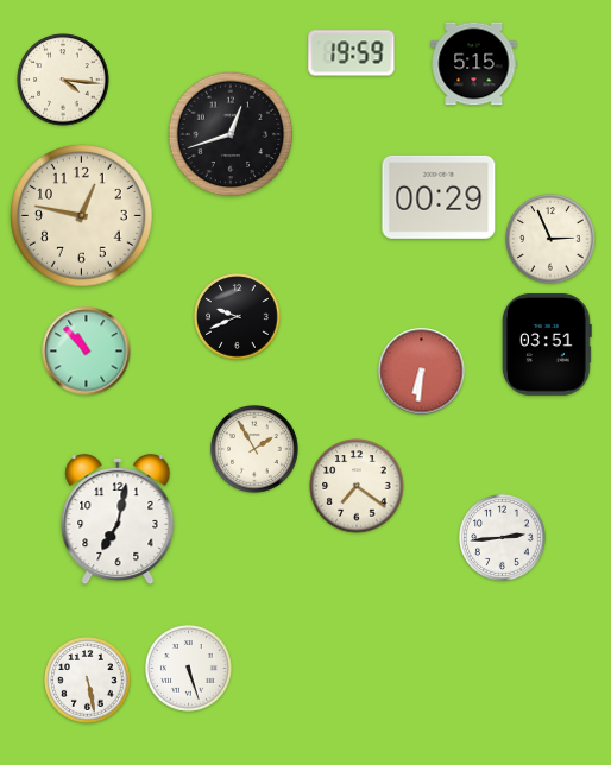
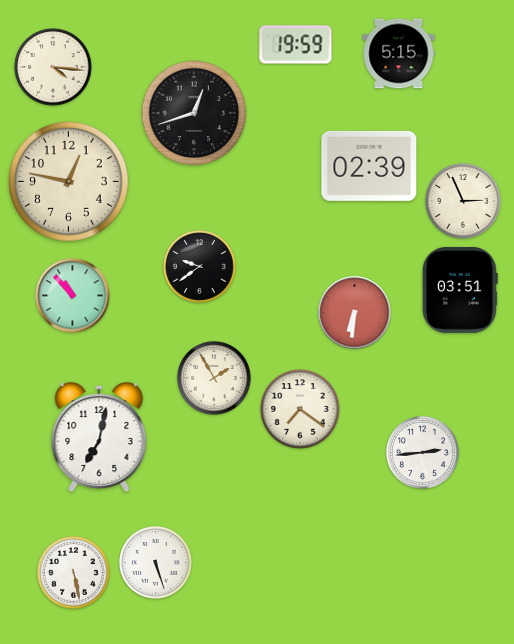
clock at (439, 197): 00:29 -> 02:39
clock at (238, 317): 9:41 -> 9:39
clock at (189, 669) position: (189, 669) -> (156, 563)
